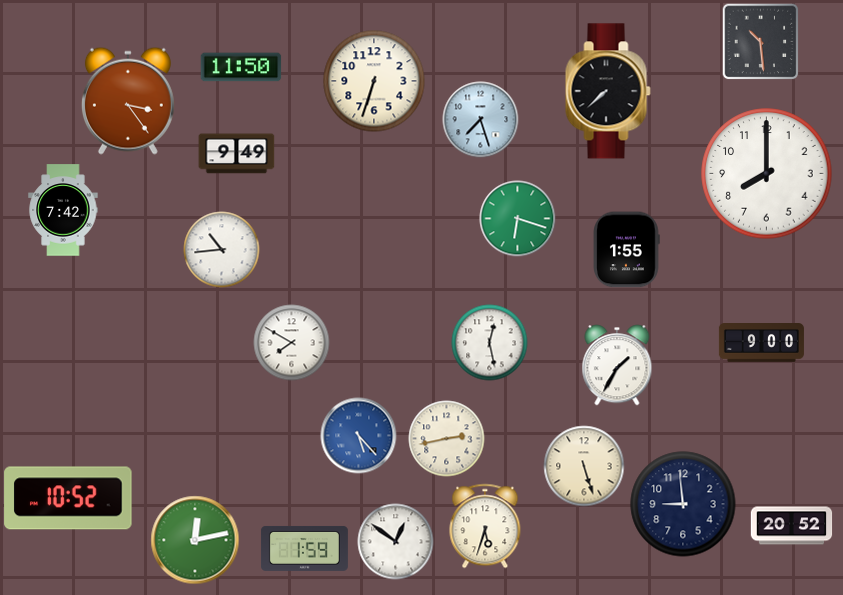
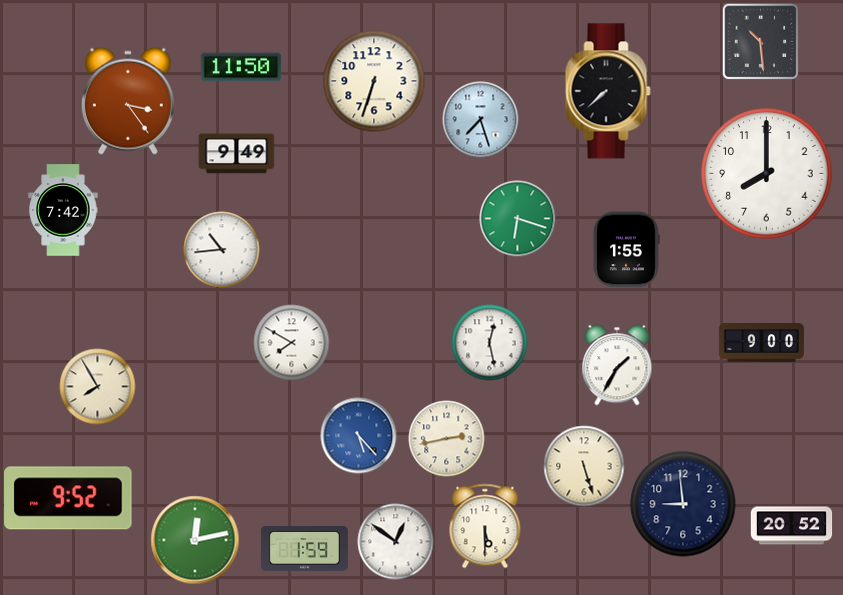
clock at (98, 387): none -> 7:55
clock at (68, 498): 10:52 -> 9:52
clock at (485, 526): 5:33 -> 5:30
